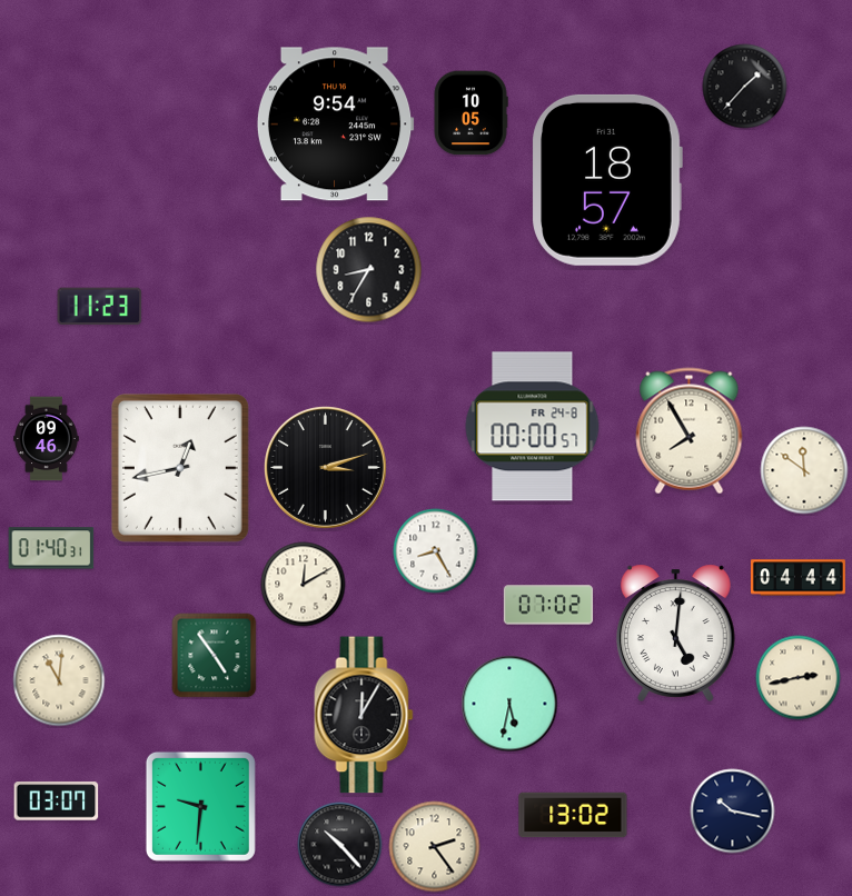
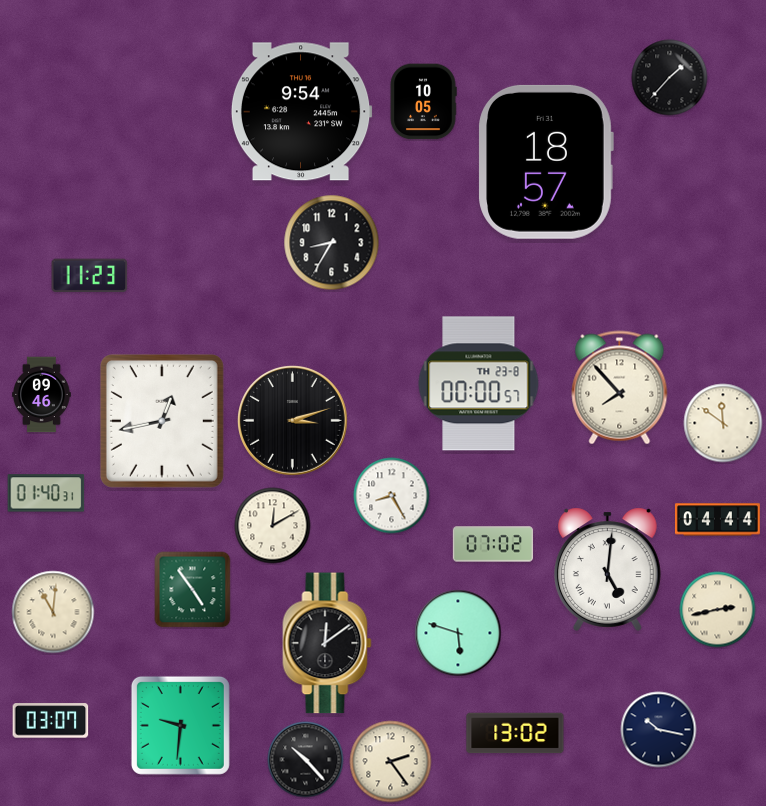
clock at (533, 427) date: FR 24-8 -> TH 23-8
clock at (690, 431): 7:55 -> 7:53
clock at (509, 704): 5:32 -> 5:48
clock at (364, 715): 12:05 -> 12:09
